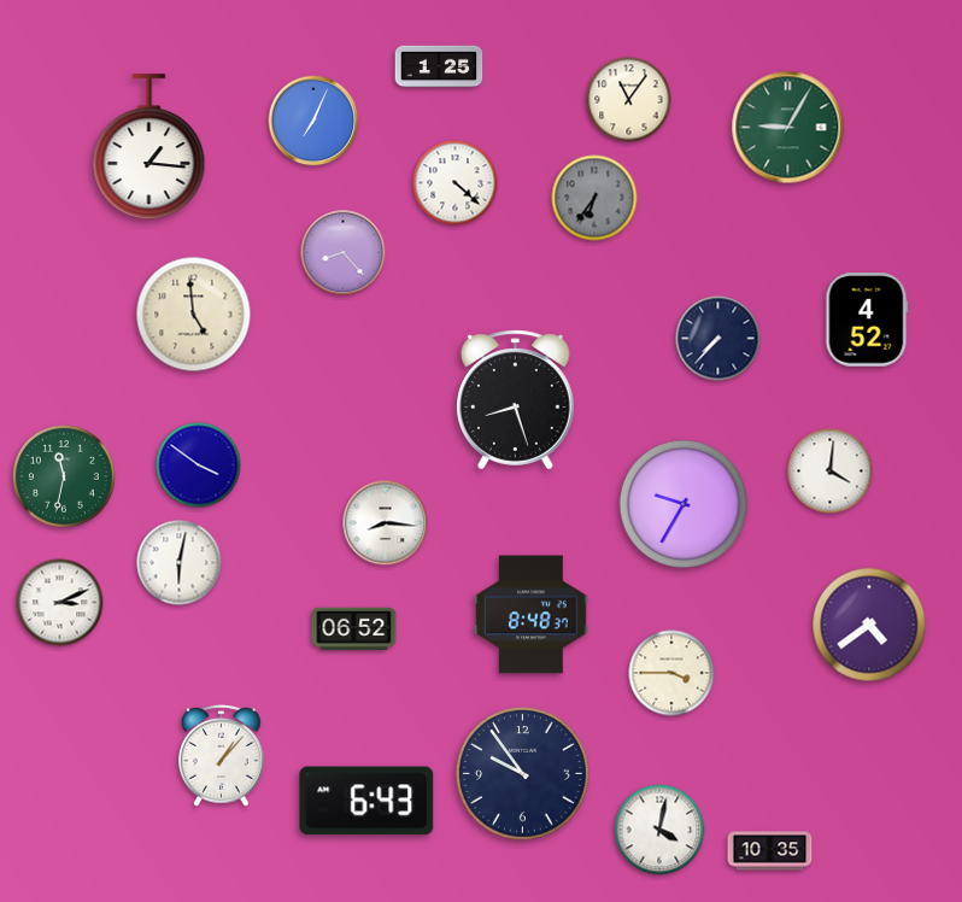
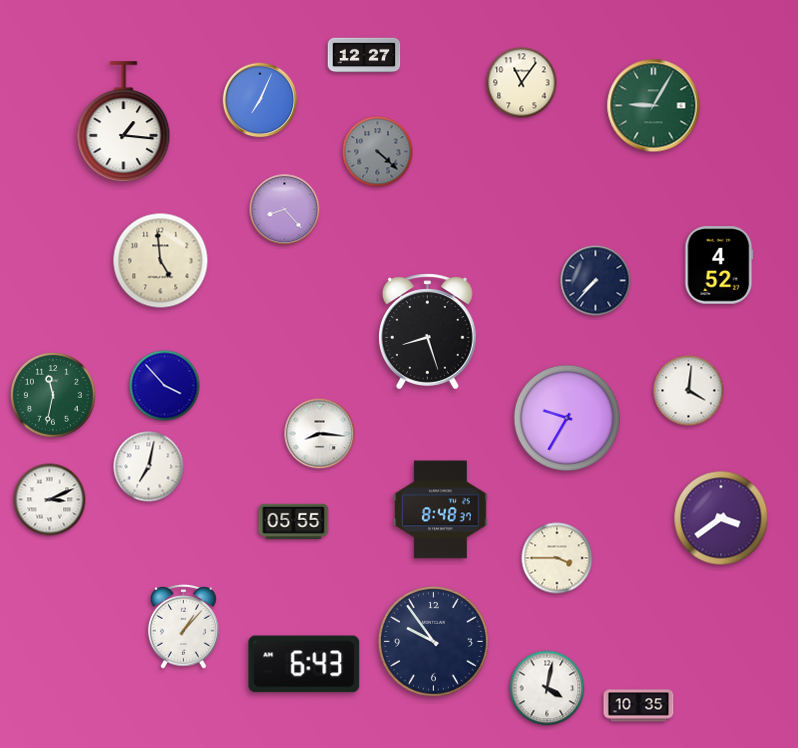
clock at (439, 66): 1:25 -> 12:27
clock at (456, 183) dial: white -> grey
clock at (594, 198): 6:36 -> none
clock at (199, 465): 3:51 -> 3:53
clock at (180, 563): 6:02 -> 7:02
clock at (869, 625): 4:39 -> 3:39
clock at (354, 628): 06:52 -> 05:55
